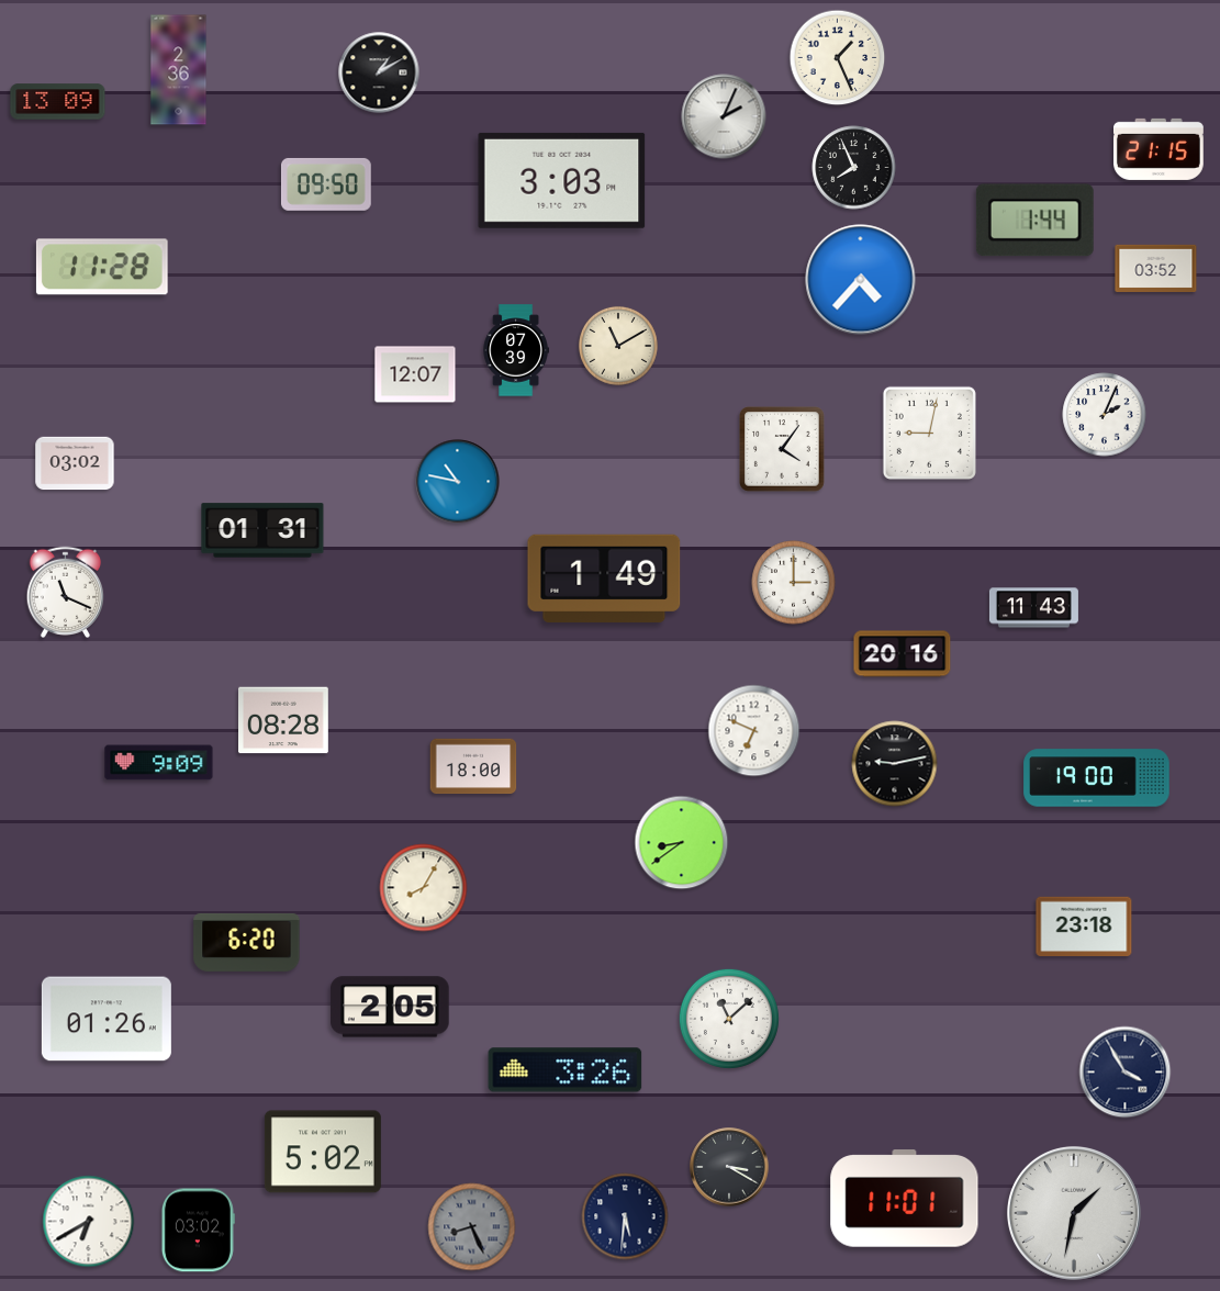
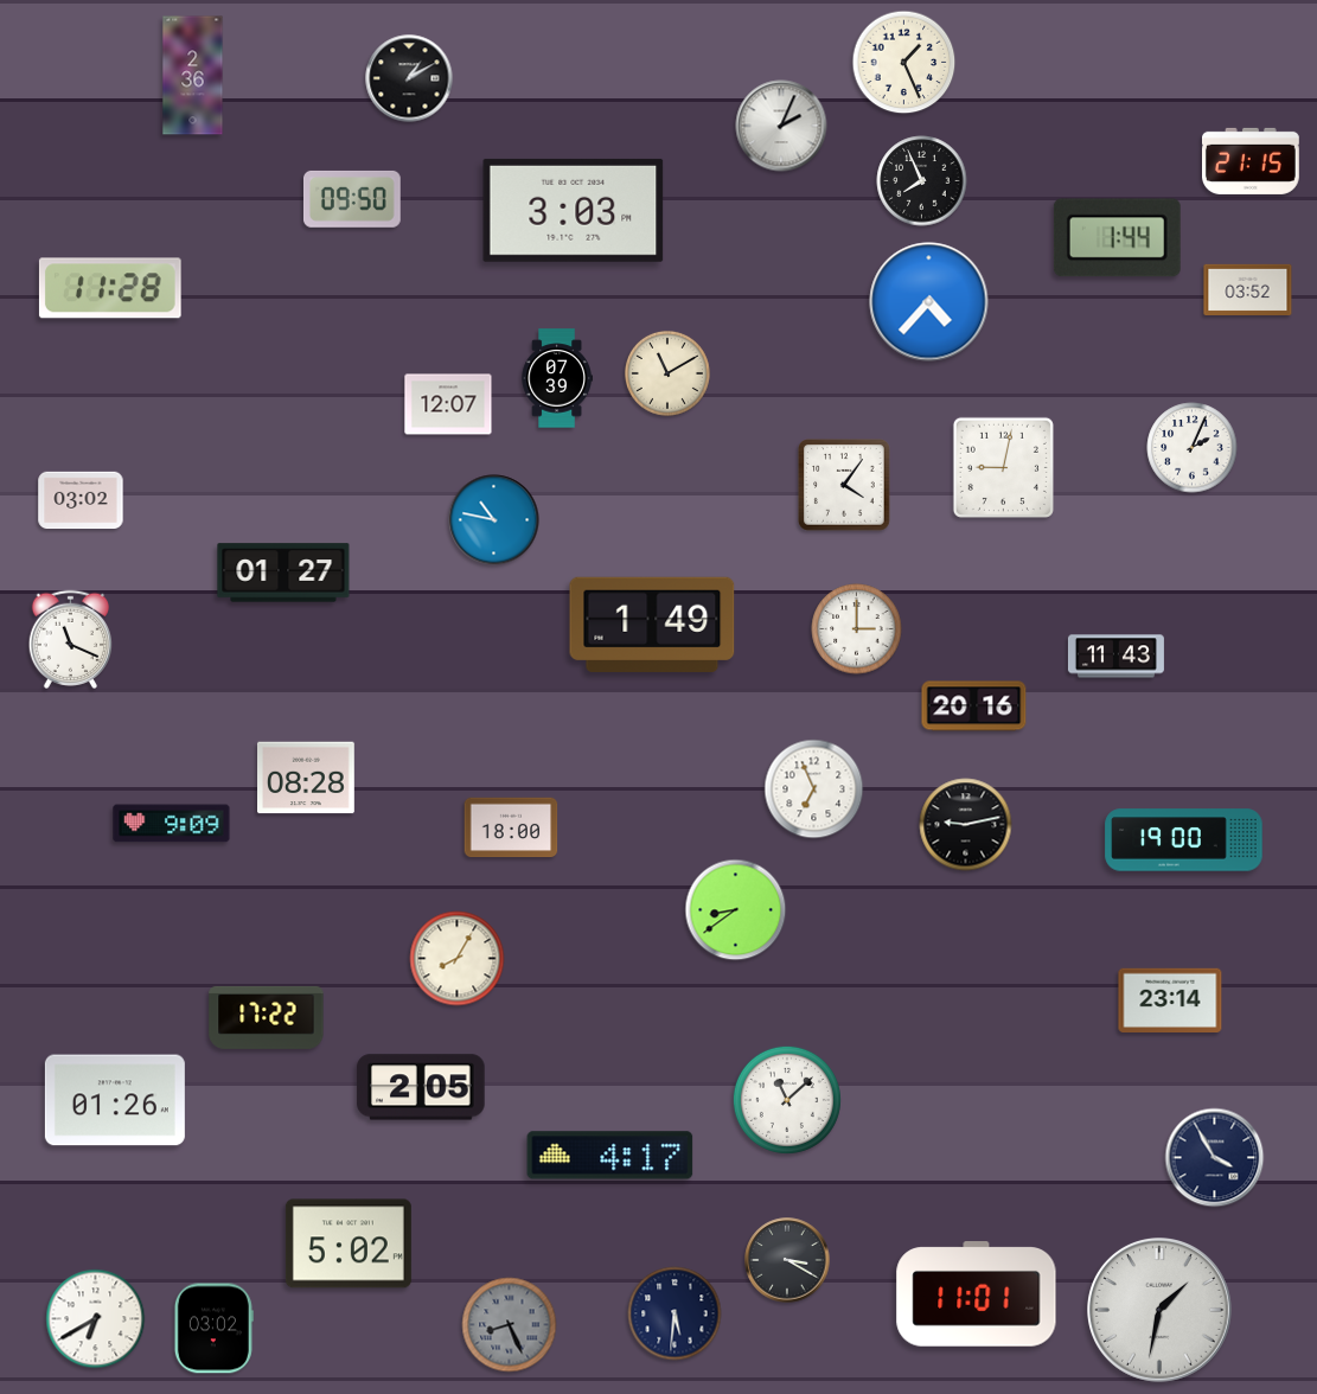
clock at (58, 102): 13:09 -> none
clock at (562, 180) position: (562, 180) -> (574, 210)
clock at (262, 530): 01:31 -> 01:27
clock at (754, 731): 6:49 -> 6:56
clock at (1084, 925): 23:18 -> 23:14
clock at (247, 942): 6:20 -> 17:22
clock at (566, 1070): 3:26 -> 4:17
